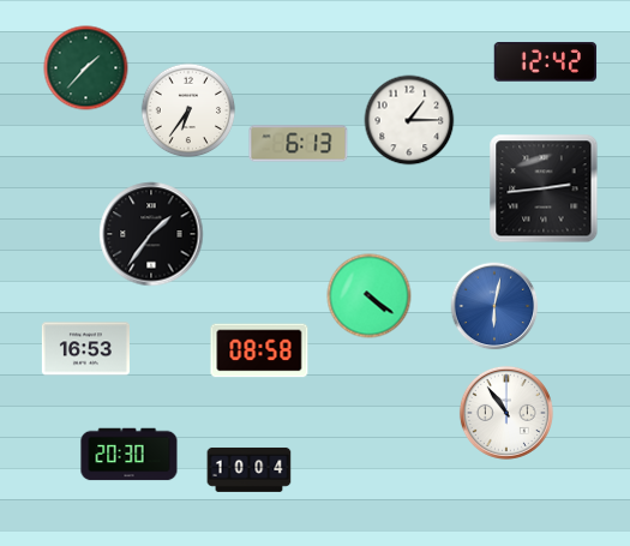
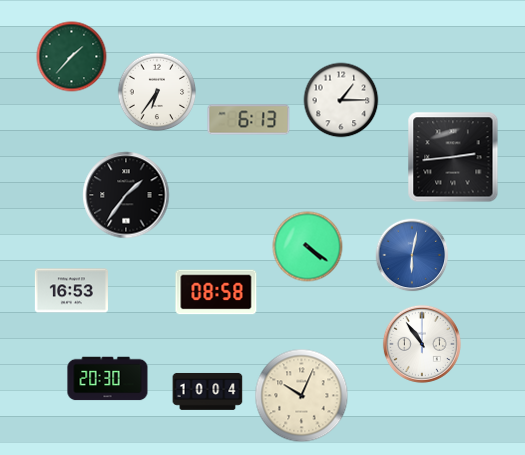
clock at (546, 62): 12:42 -> none
clock at (302, 396): none -> 10:04
